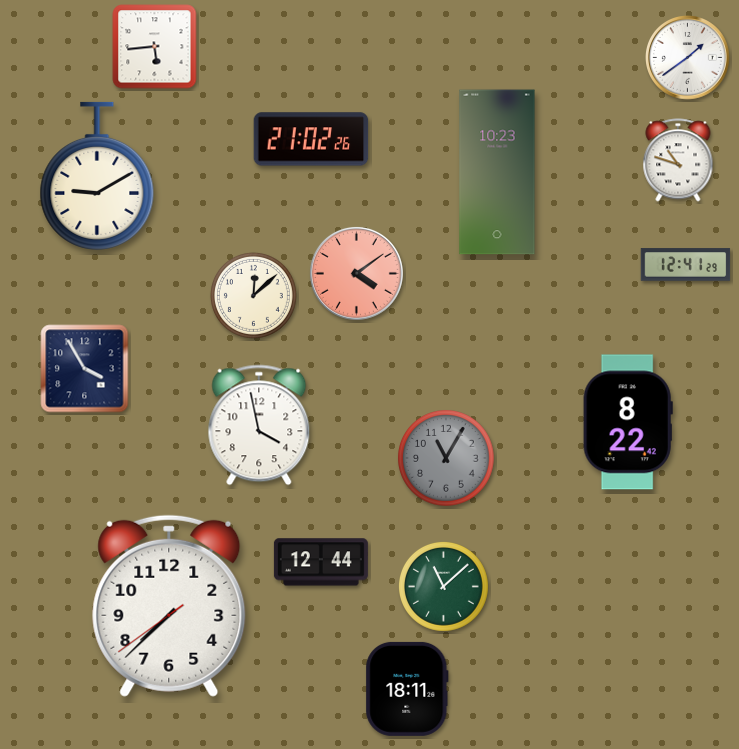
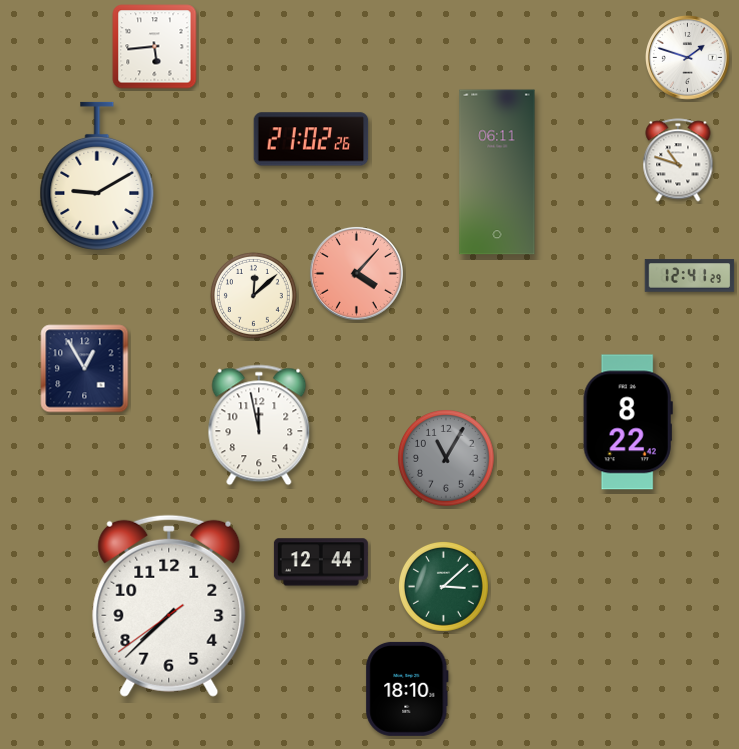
clock at (688, 58): 1:39 -> 1:48
clock at (497, 172): 10:23 -> 06:11
clock at (686, 265) position: (686, 265) -> (690, 276)
clock at (356, 273): 4:09 -> 4:07
clock at (85, 369): 3:55 -> 12:55
clock at (259, 425): 3:58 -> 11:58
clock at (444, 587): 11:08 -> 3:08
clock at (407, 689): 18:11 -> 18:10
